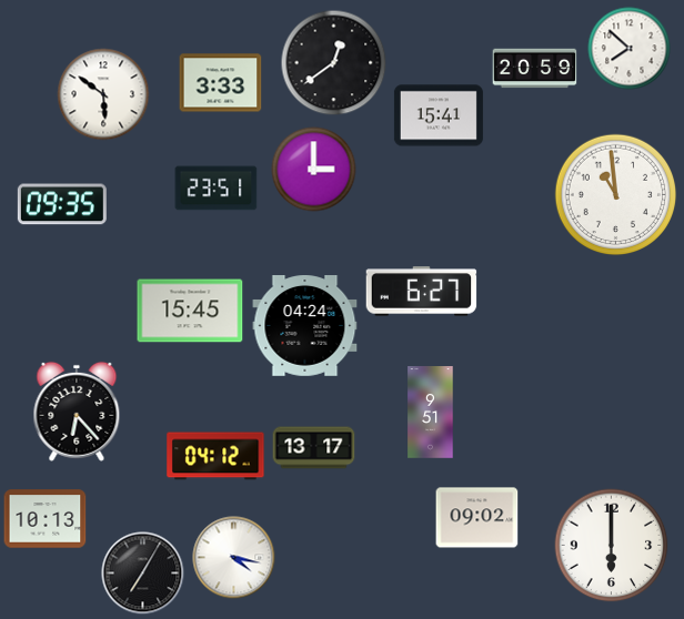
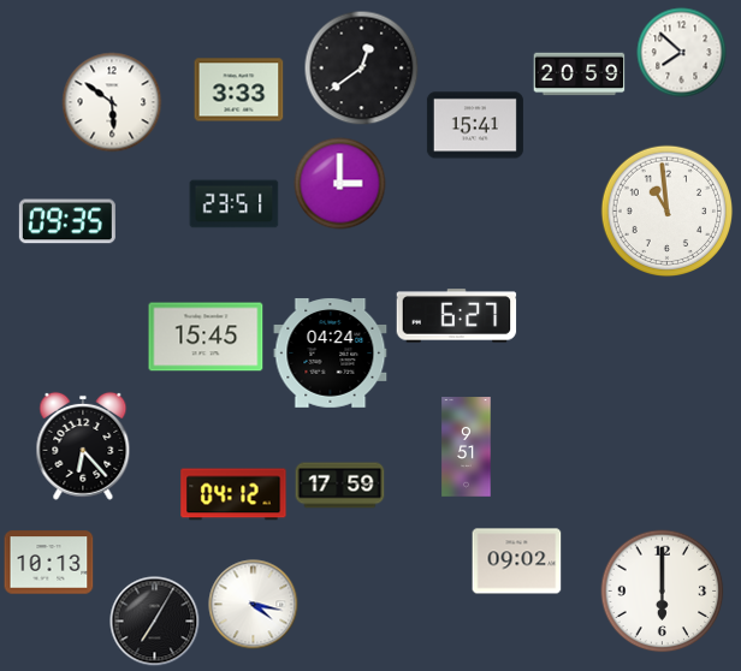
clock at (314, 448): 13:17 -> 17:59
